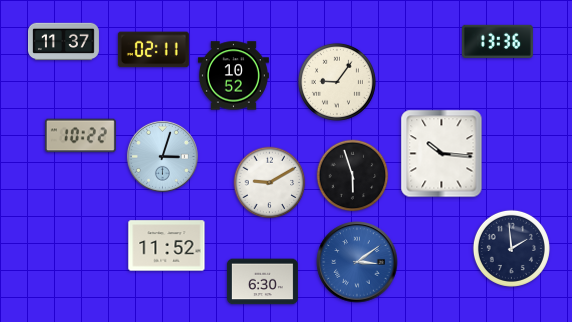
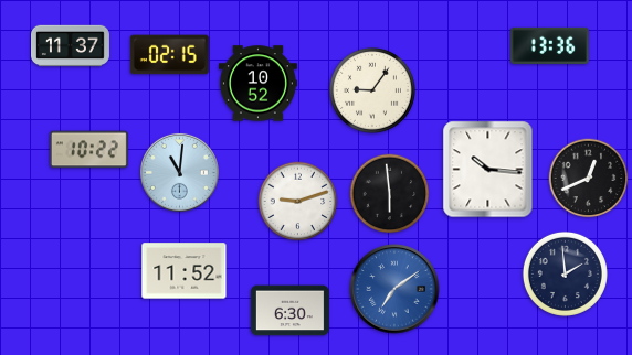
clock at (153, 50): 02:11 -> 02:15
clock at (162, 156): 3:03 -> 11:01
clock at (589, 179): none -> 12:41
clock at (353, 176): 5:57 -> 5:59
clock at (270, 183): 9:10 -> 9:12
clock at (357, 262): 3:09 -> 7:09
